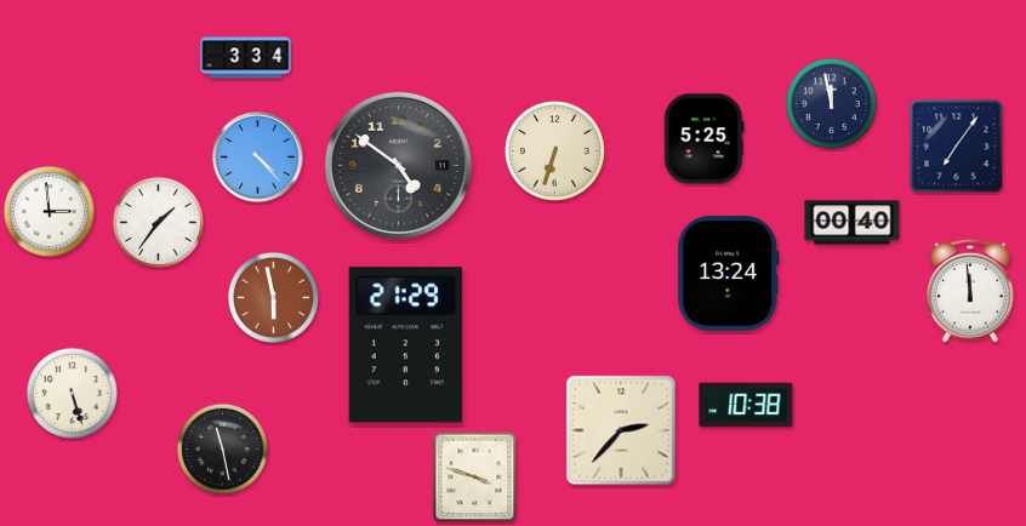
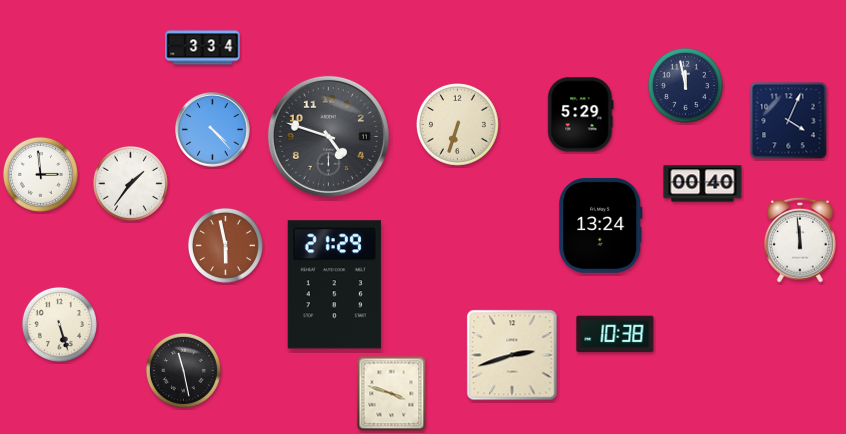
clock at (705, 139): 5:25 -> 5:29
clock at (957, 147): 7:06 -> 4:04
clock at (398, 165): 4:51 -> 4:48
clock at (621, 430): 2:37 -> 2:42
